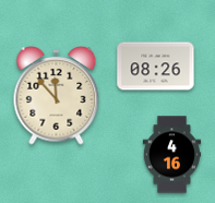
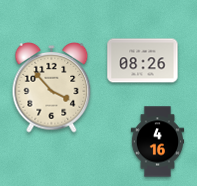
clock at (57, 96): 11:53 -> 3:53
